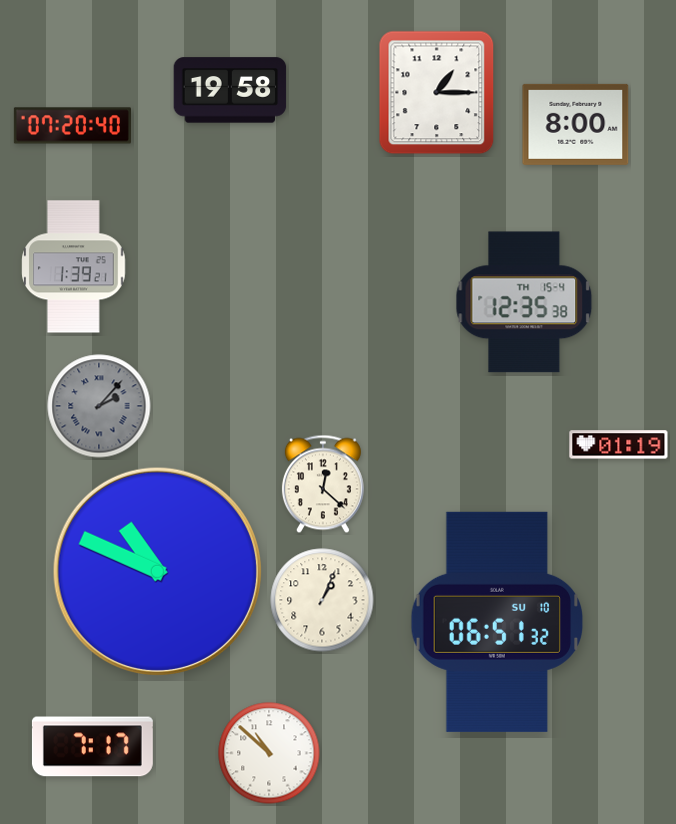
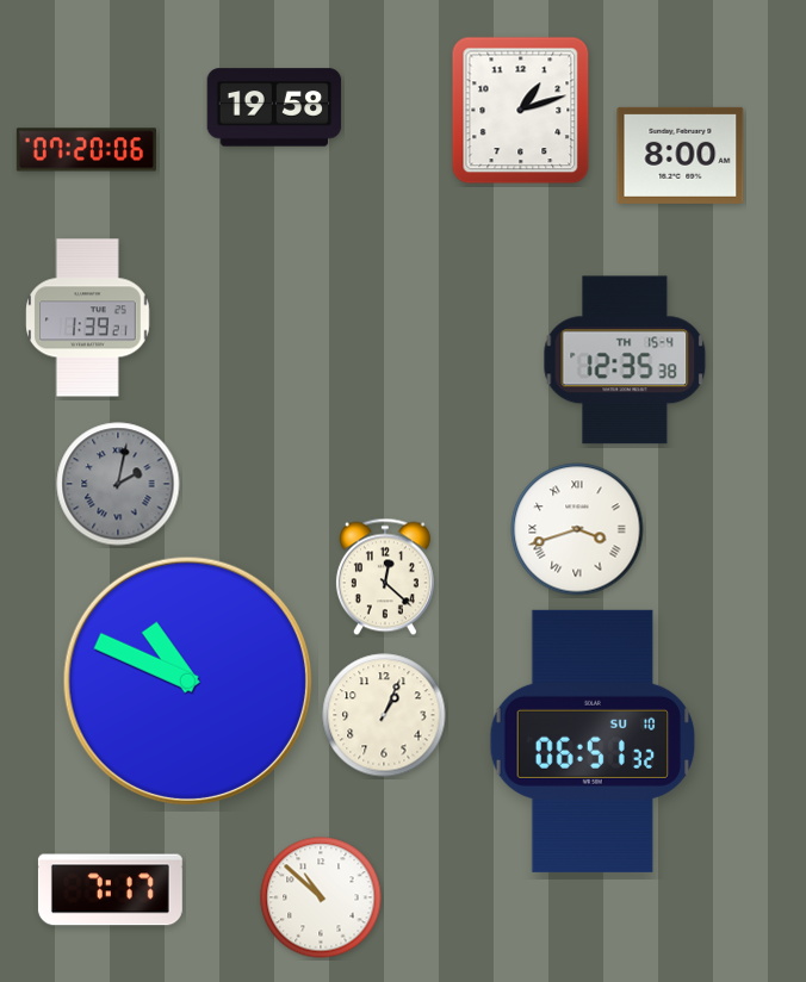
clock at (437, 93): 1:15 -> 1:12
clock at (576, 124) position: (576, 124) -> (681, 155)
clock at (72, 126): 07:20:40 -> 07:20:06
clock at (99, 406): 2:07 -> 2:02
clock at (577, 529): none -> 3:42
clock at (619, 445): 01:19 -> none
